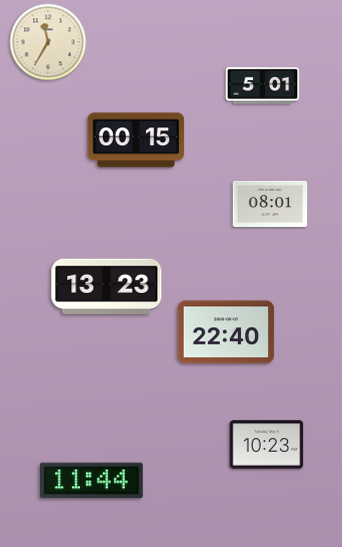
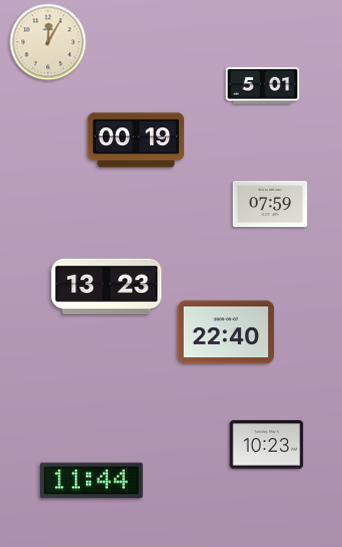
clock at (48, 42): 11:35 -> 12:05
clock at (136, 140): 00:15 -> 00:19
clock at (270, 204): 08:01 -> 07:59
